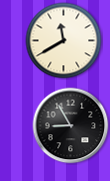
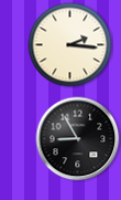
clock at (64, 41): 11:40 -> 2:16
